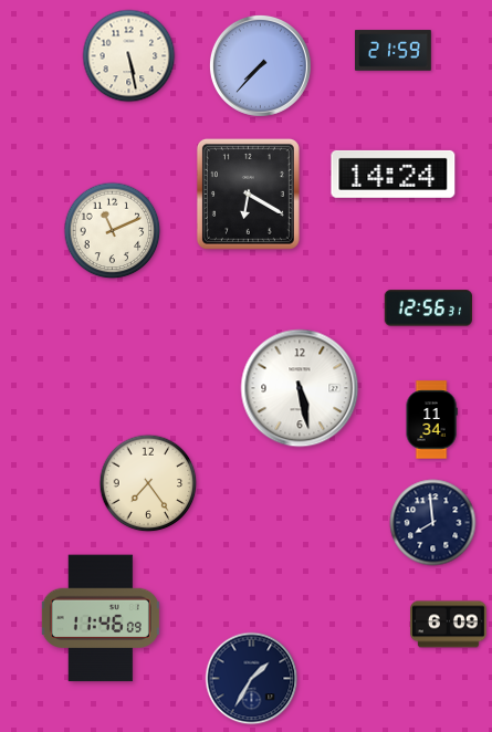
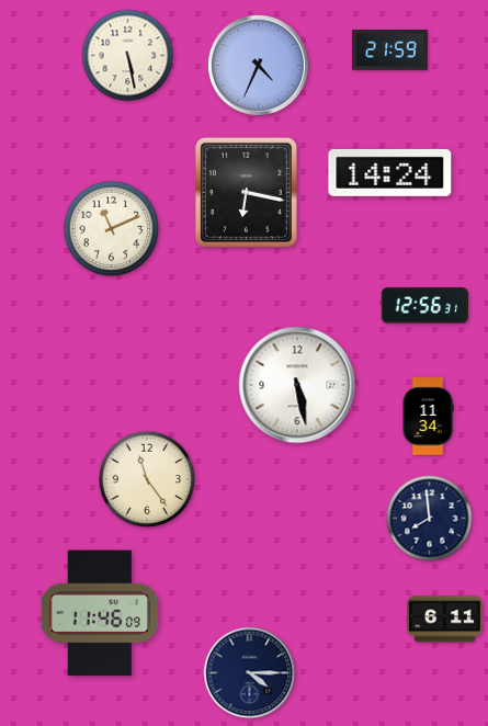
clock at (260, 65): 7:37 -> 4:34
clock at (248, 194): 6:20 -> 6:17
clock at (148, 483): 7:24 -> 11:24
clock at (449, 625): 6:09 -> 6:11
clock at (252, 679): 1:35 -> 4:15
